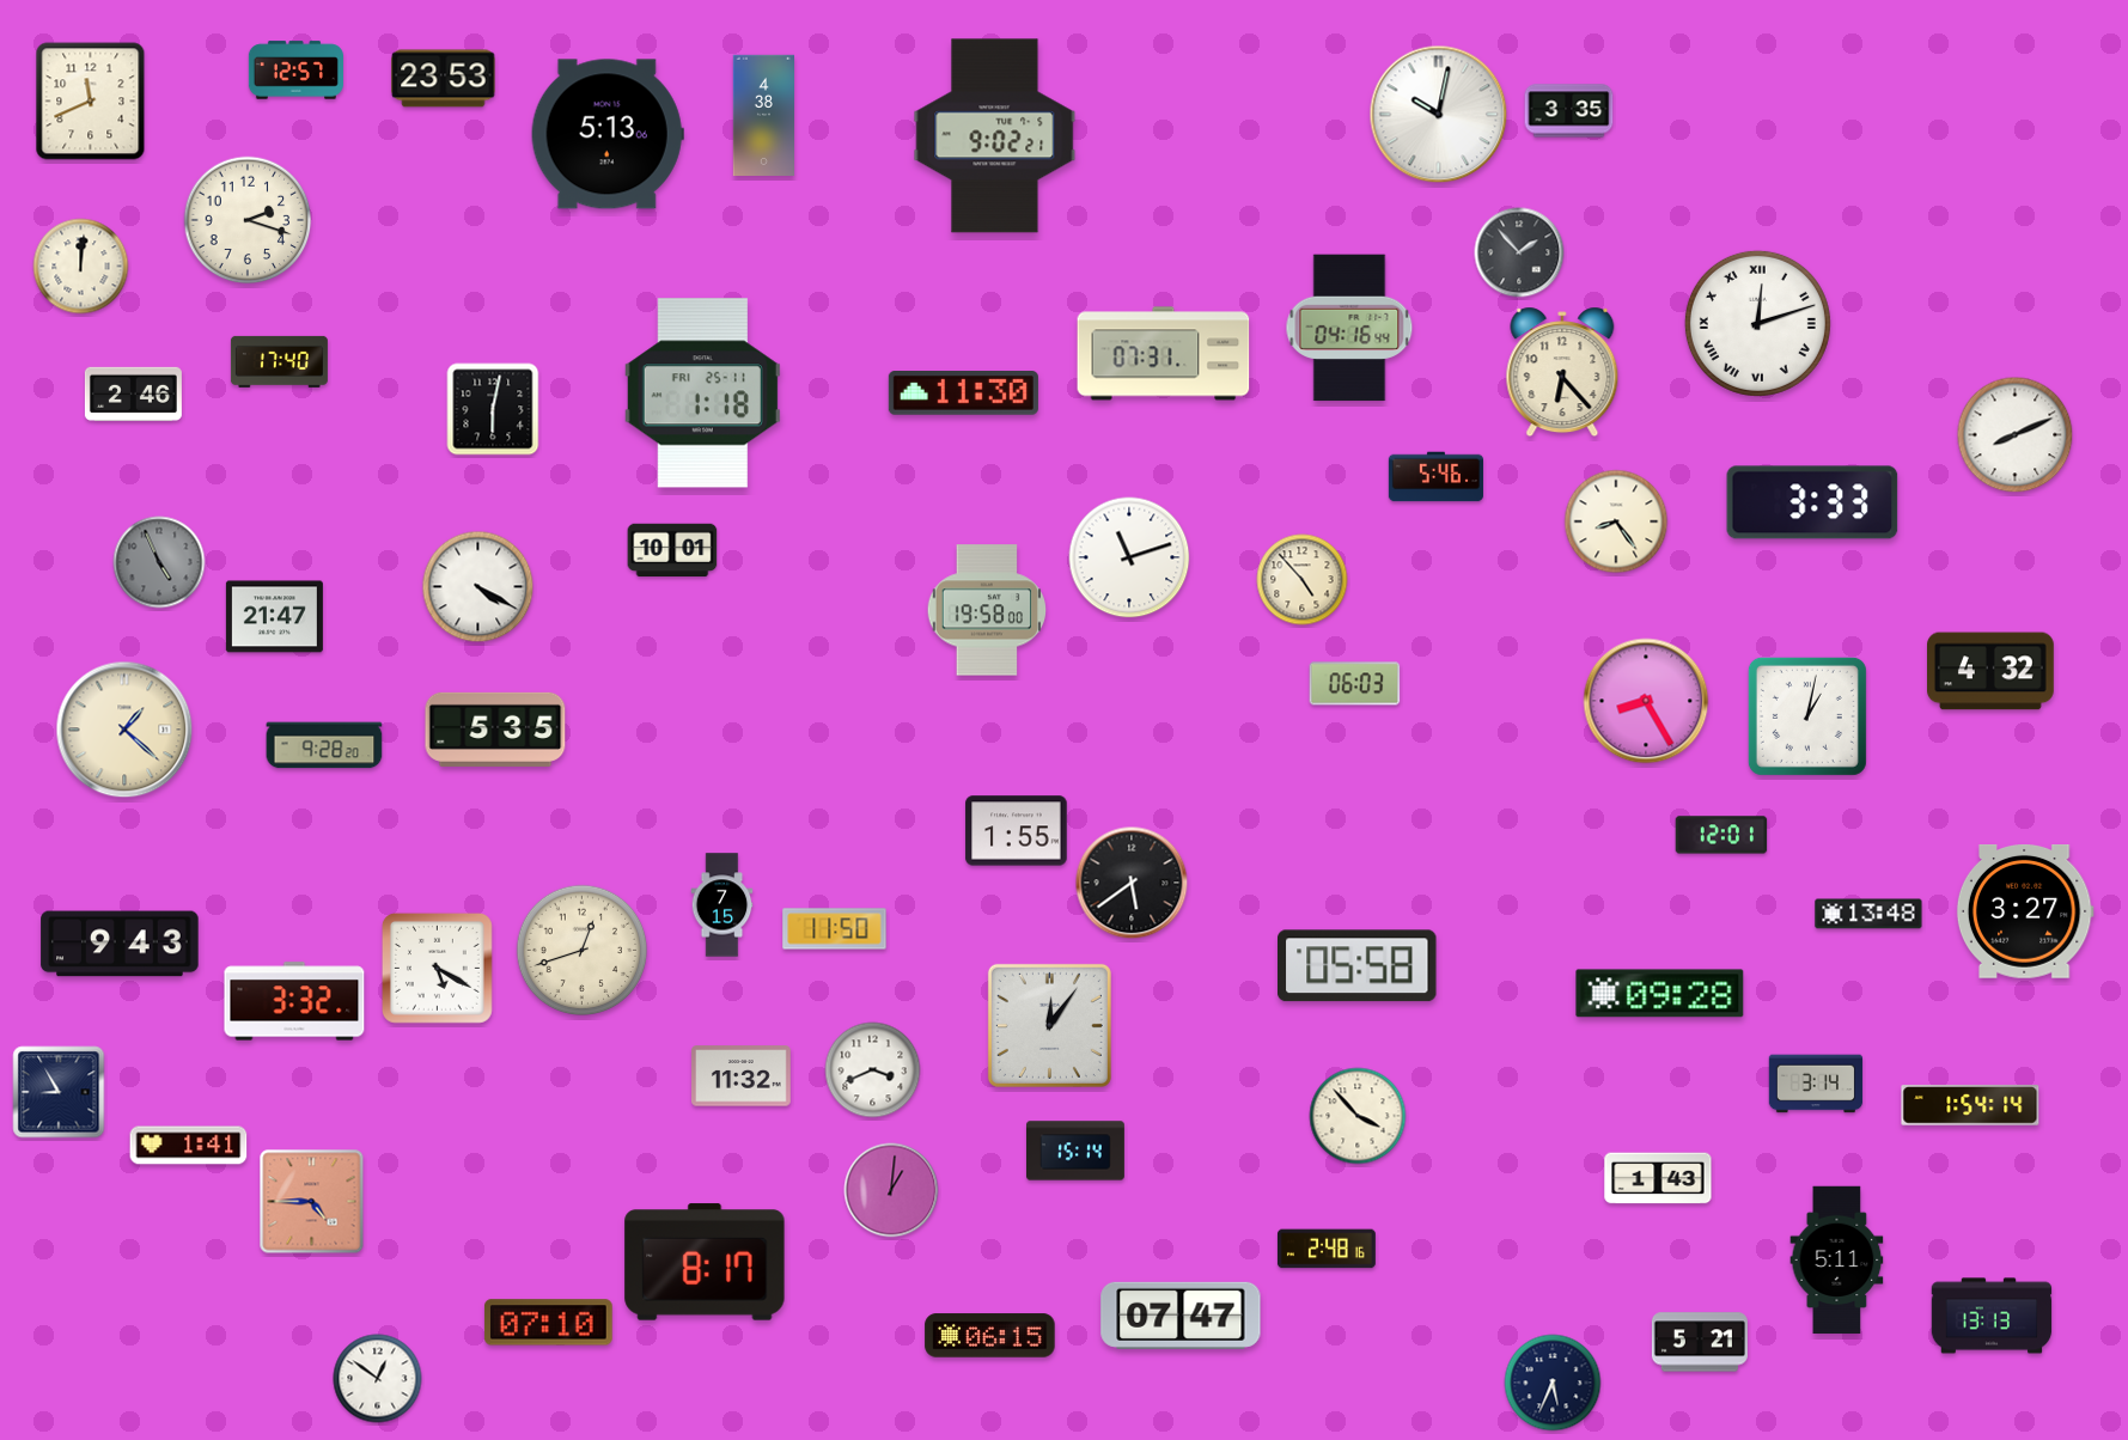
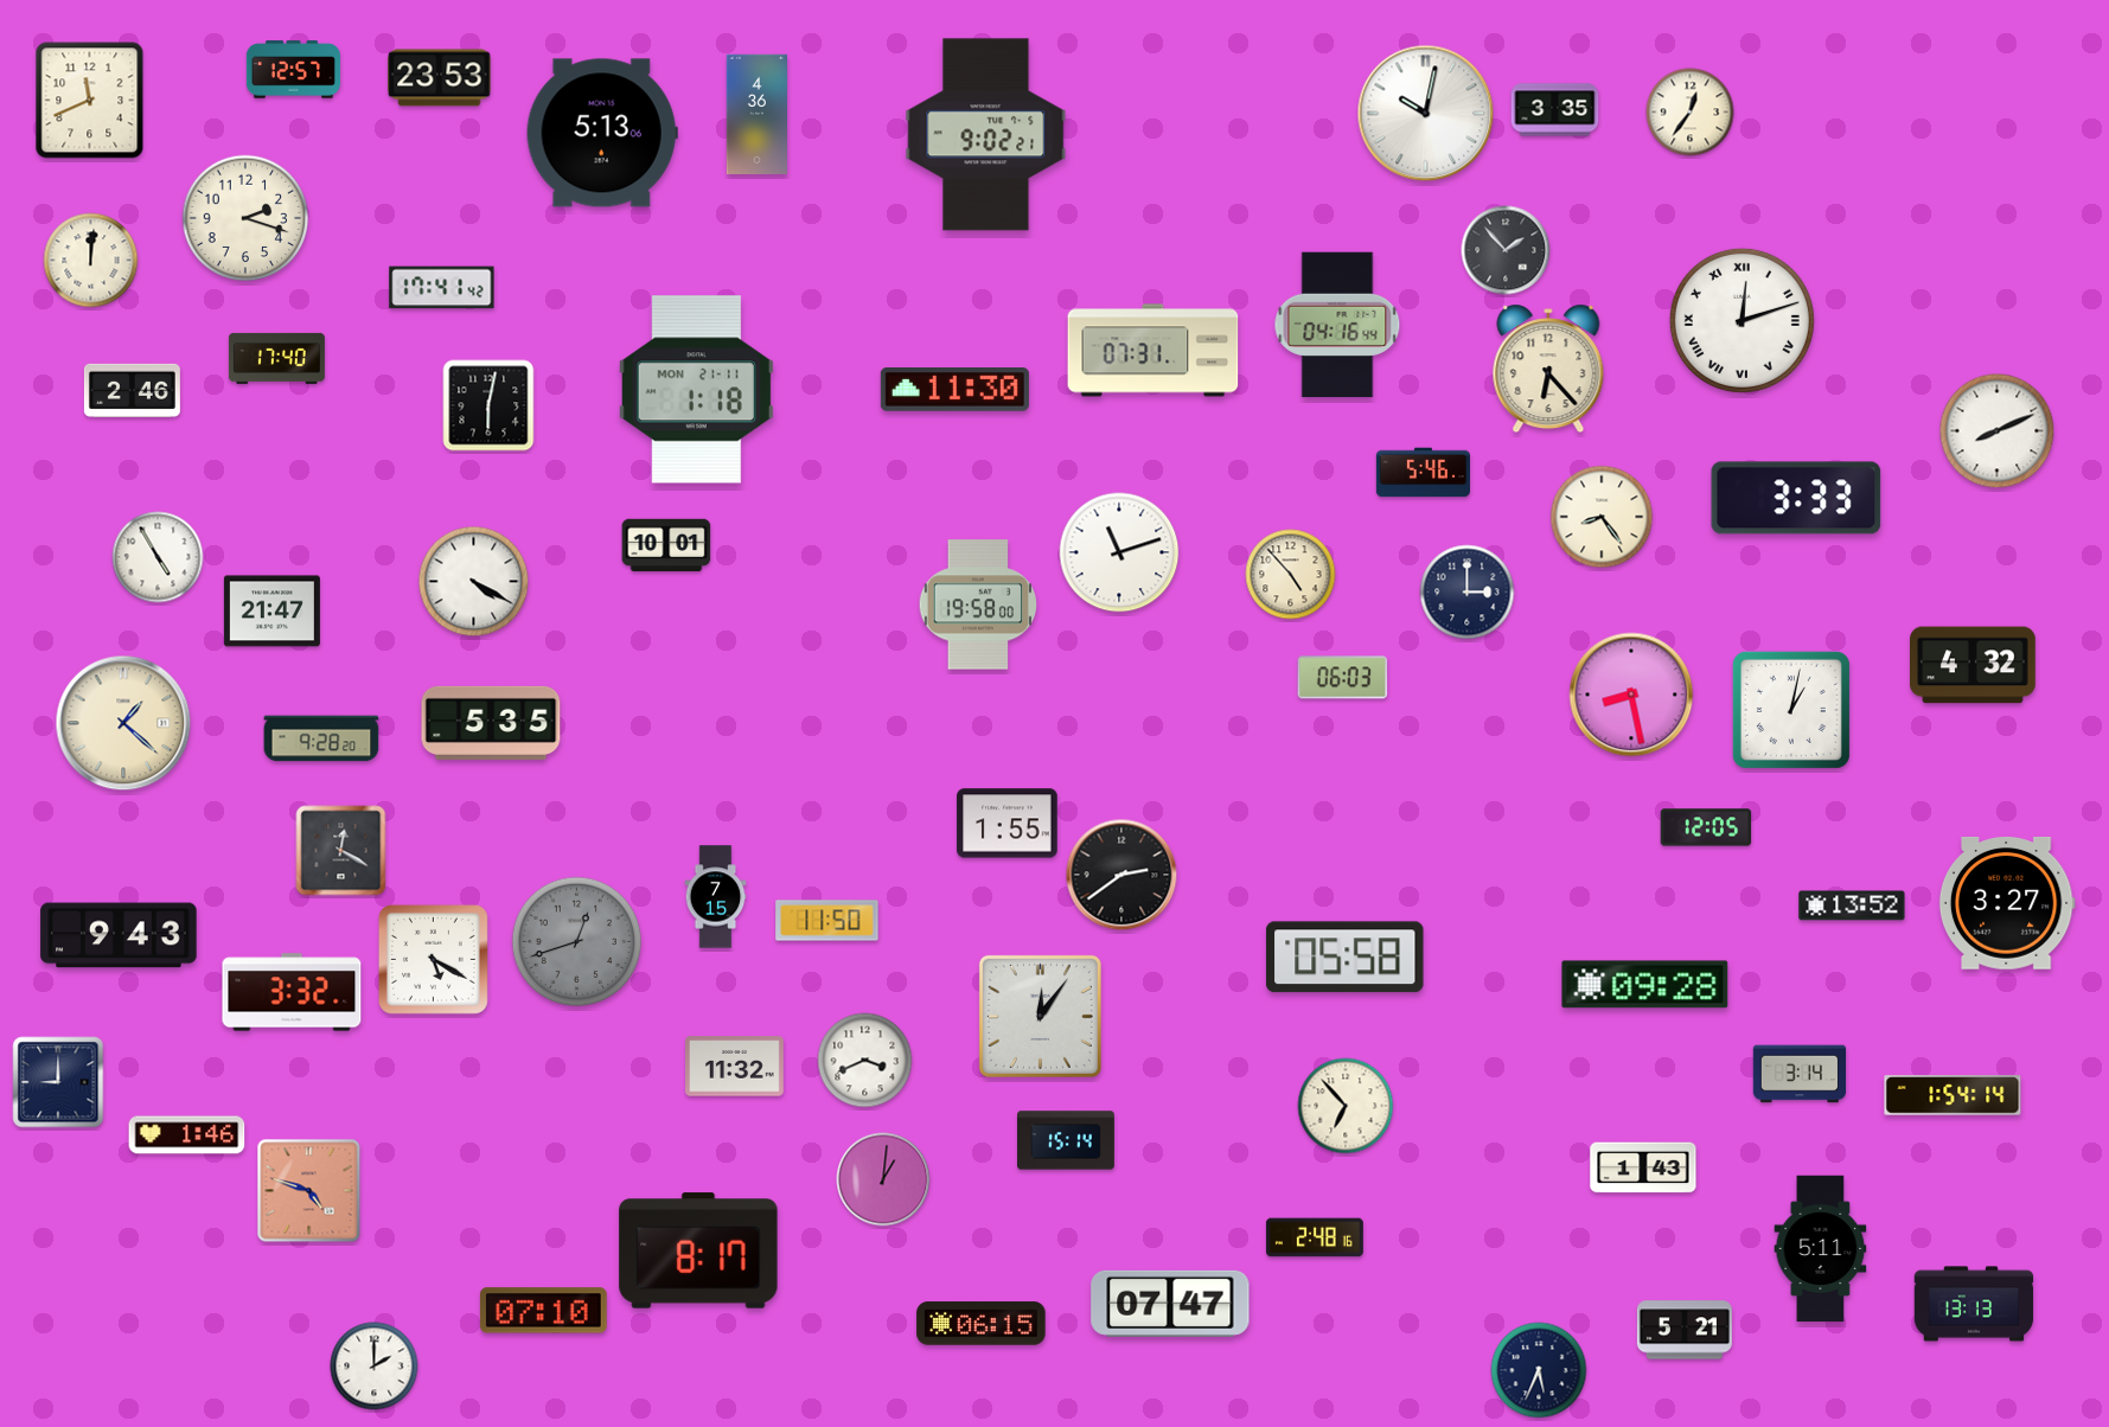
clock at (1691, 113): none -> 12:36
clock at (764, 116): 4:38 -> 4:36
clock at (81, 267) position: (81, 267) -> (91, 261)
clock at (442, 288): none -> 17:41
clock at (702, 393) date: FRI 25-11 -> MON 21-11
clock at (159, 562): 4:56 -> 4:55
clock at (159, 562) dial: grey -> white
clock at (1468, 593): none -> 3:00
clock at (1646, 701): 8:25 -> 8:28
clock at (1721, 835): 12:01 -> 12:05
clock at (341, 851): none -> 12:20
clock at (1132, 883): 5:39 -> 2:39
clock at (1868, 914): 13:48 -> 13:52
clock at (583, 951) dial: cream -> grey
clock at (59, 1092): 8:55 -> 9:00
clock at (1358, 1116): 3:53 -> 6:53
clock at (189, 1146): 1:41 -> 1:46
clock at (312, 1202): 4:45 -> 4:48
clock at (378, 1379): 12:51 -> 2:00
